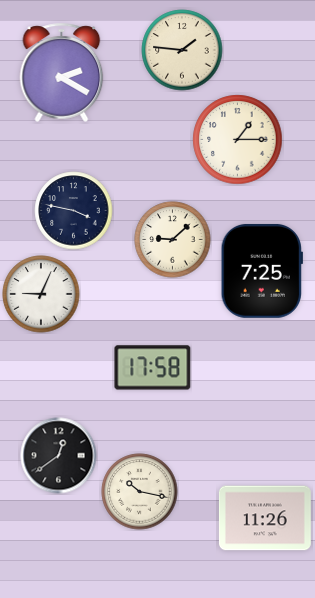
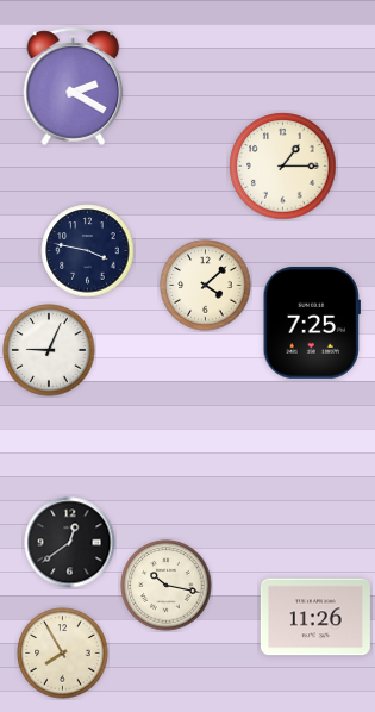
clock at (182, 50): 1:46 -> none
clock at (173, 240): 9:08 -> 4:08
clock at (153, 368): 17:58 -> none
clock at (63, 654): none -> 7:55
